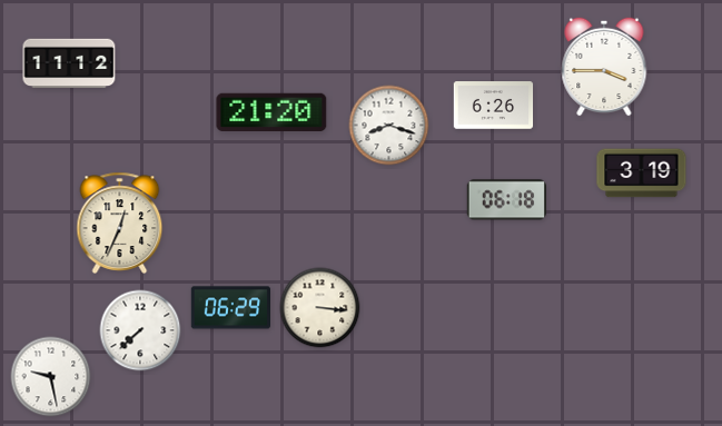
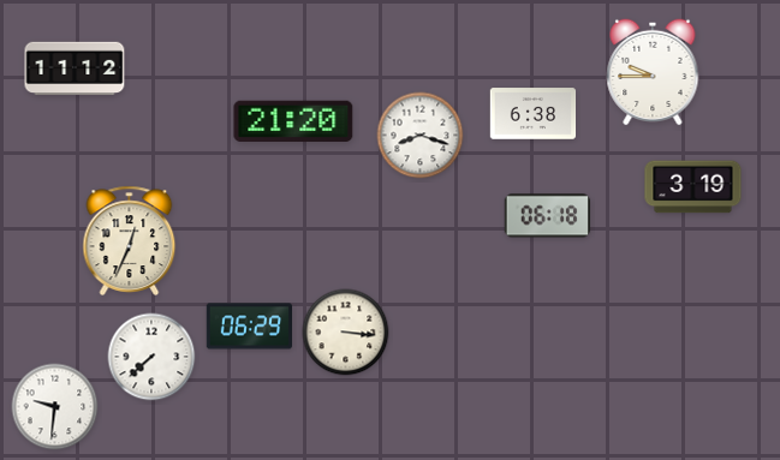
clock at (604, 67): 3:45 -> 9:45
clock at (494, 106): 6:26 -> 6:38
clock at (231, 308) position: (231, 308) -> (250, 327)
clock at (51, 377): 9:28 -> 9:31
